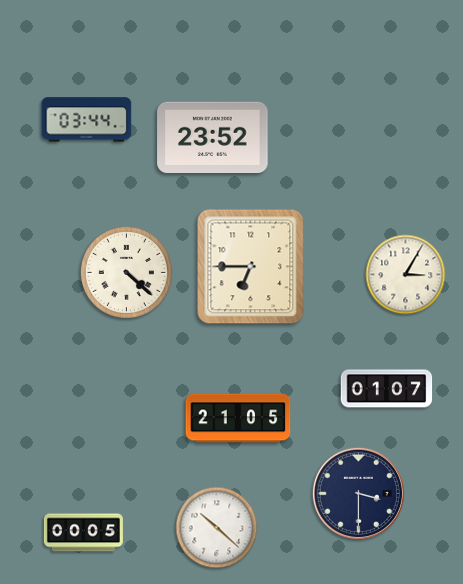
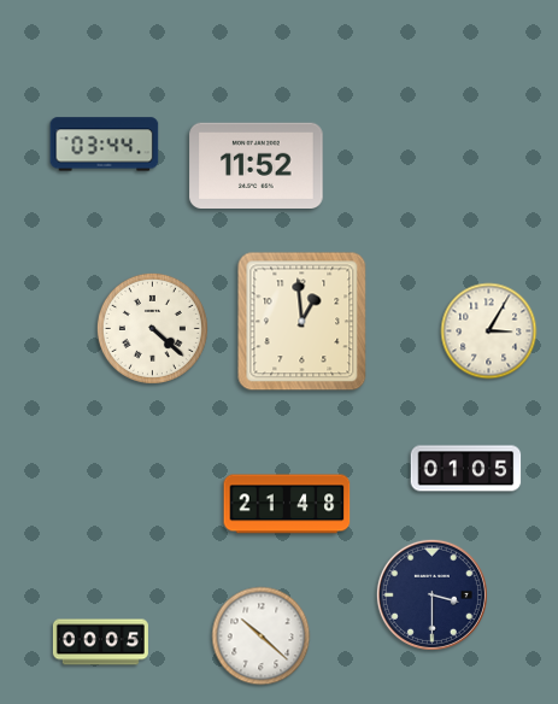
clock at (213, 137): 23:52 -> 11:52
clock at (251, 267): 6:45 -> 12:59
clock at (387, 389): 01:07 -> 01:05
clock at (238, 418): 21:05 -> 21:48
